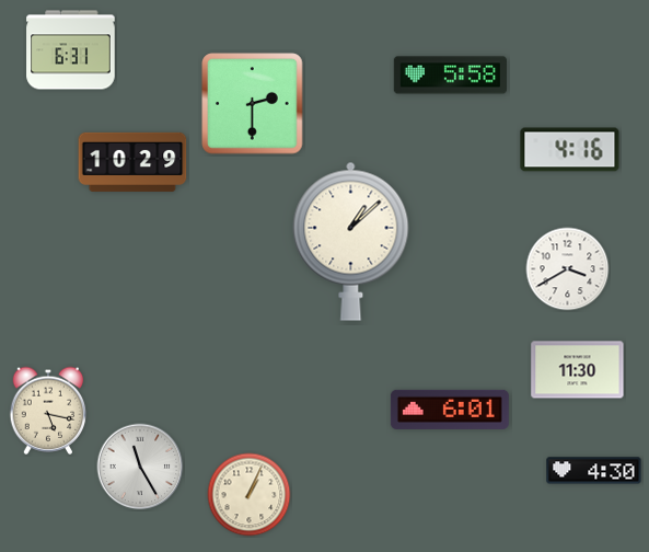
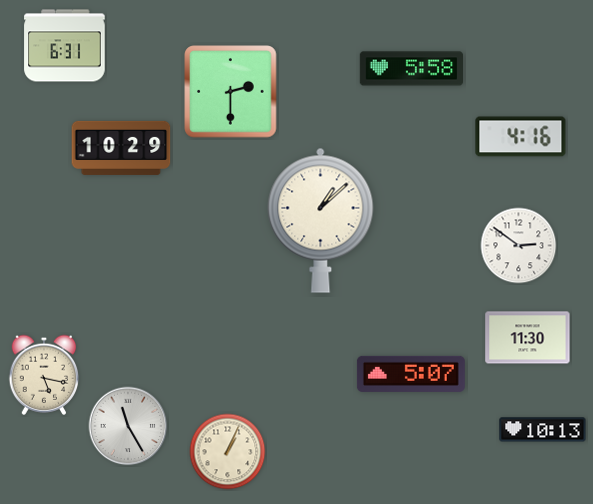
clock at (253, 104) position: (253, 104) -> (231, 92)
clock at (568, 269): 3:40 -> 2:51
clock at (450, 410): 6:01 -> 5:07
clock at (594, 471): 4:30 -> 10:13
